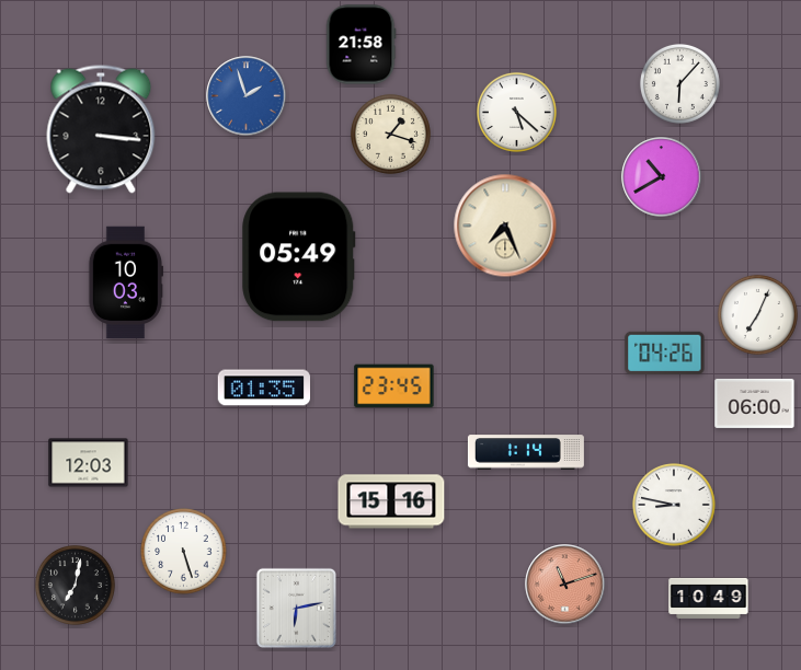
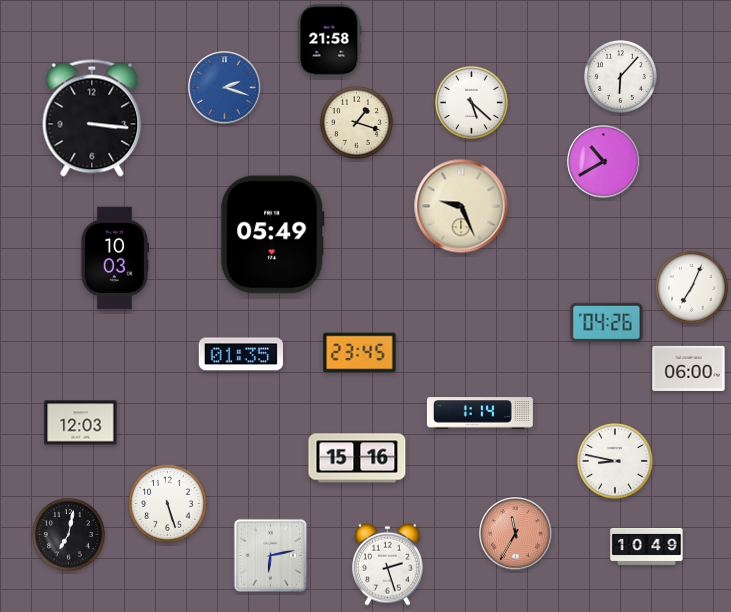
clock at (247, 96): 1:57 -> 2:18
clock at (505, 226): 7:26 -> 9:26
clock at (565, 585): 11:12 -> 11:35
clock at (388, 564): none -> 2:27
